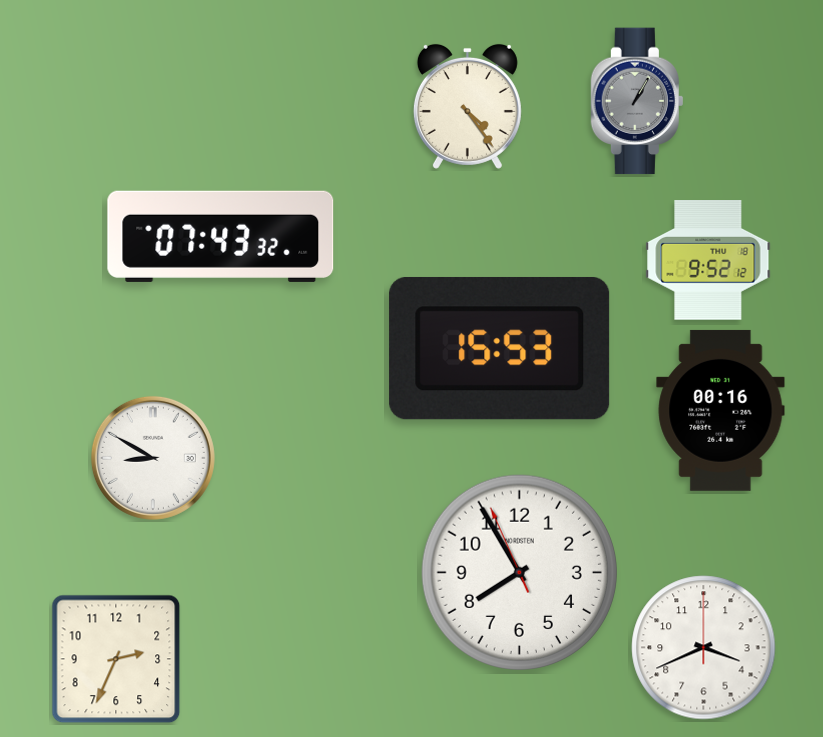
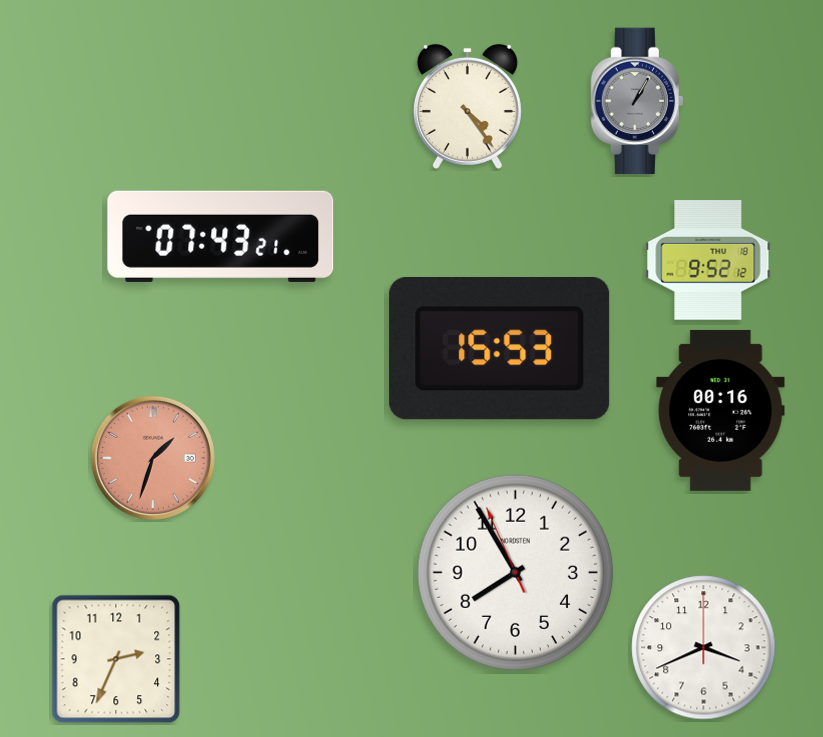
clock at (221, 236): 07:43:32 -> 07:43:21
clock at (153, 458): 8:50 -> 1:33
clock at (153, 458) dial: white -> salmon
clock at (519, 572) position: (519, 572) -> (515, 572)
